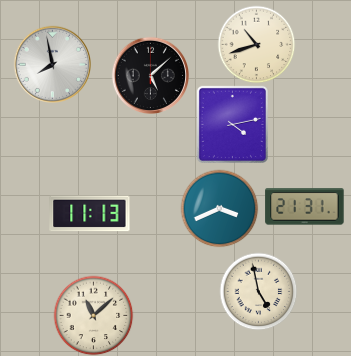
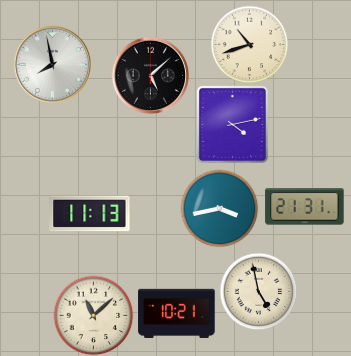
clock at (256, 44) position: (256, 44) -> (249, 44)
clock at (219, 208): 3:41 -> 3:43
clock at (177, 313): none -> 10:21
